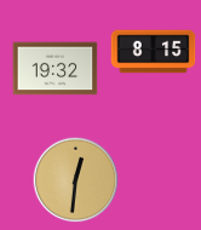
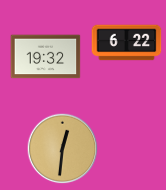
clock at (154, 52): 8:15 -> 6:22
